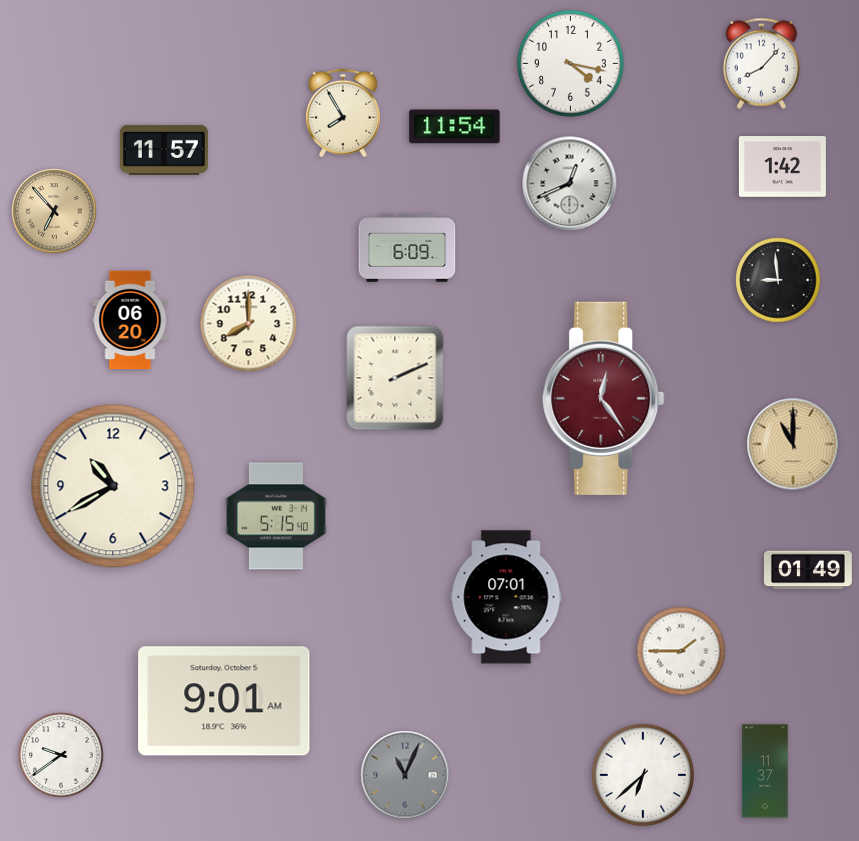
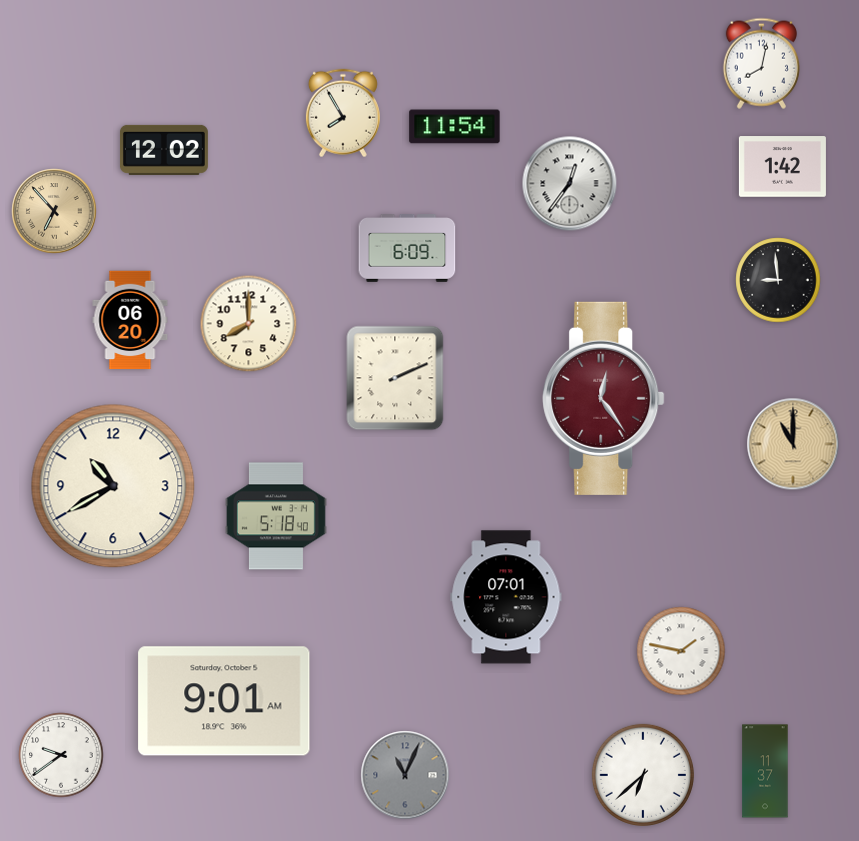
clock at (761, 63): 8:07 -> 8:02
clock at (571, 64): 4:17 -> none
clock at (164, 150): 11:57 -> 12:02
clock at (570, 184): 12:41 -> 12:36
clock at (276, 516): 5:15 -> 5:18
clock at (808, 570): 01:49 -> none
clock at (681, 651): 1:45 -> 1:47
